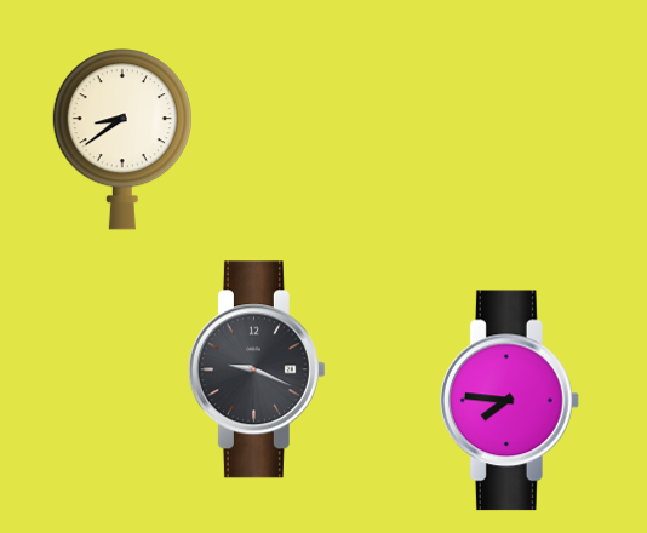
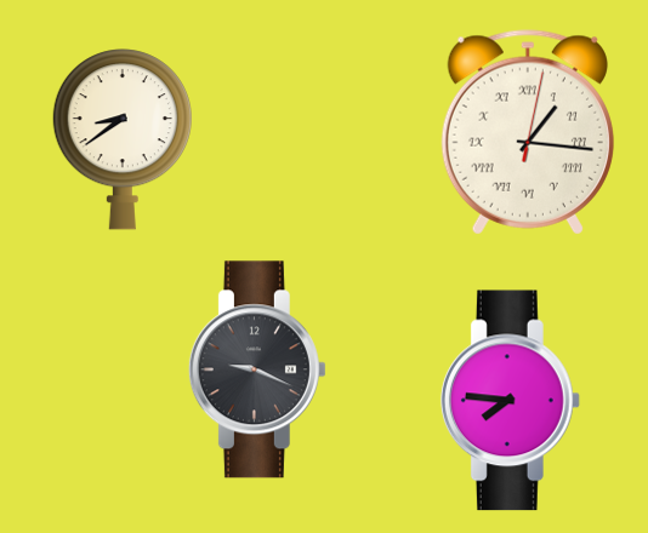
clock at (528, 132): none -> 1:16
